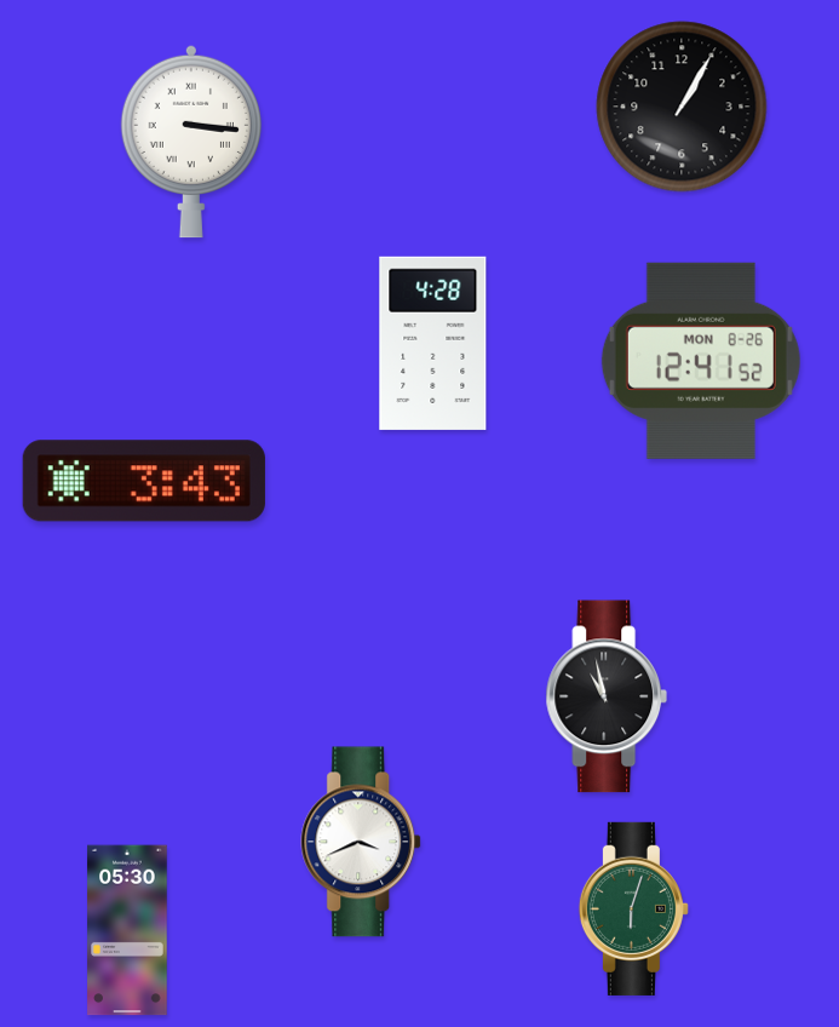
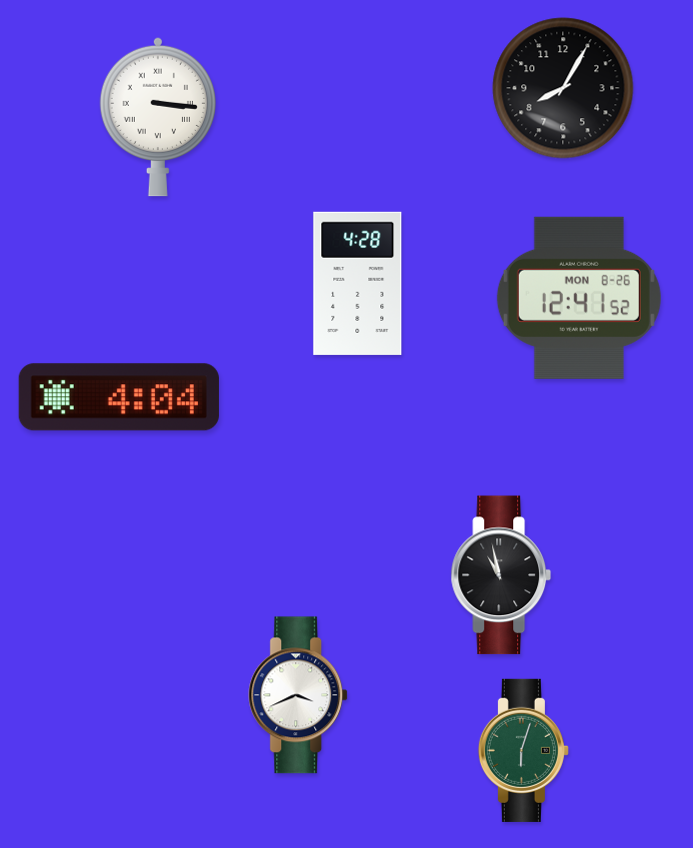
clock at (682, 107): 1:05 -> 8:05
clock at (144, 481): 3:43 -> 4:04
clock at (127, 930): 05:30 -> none
